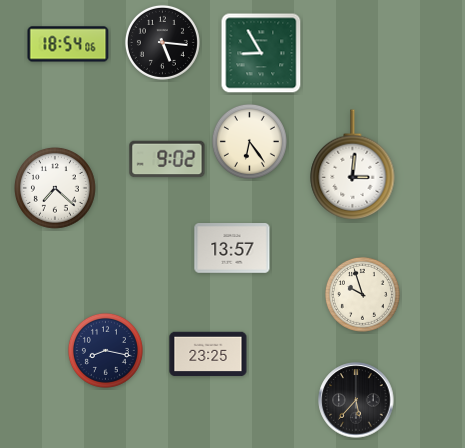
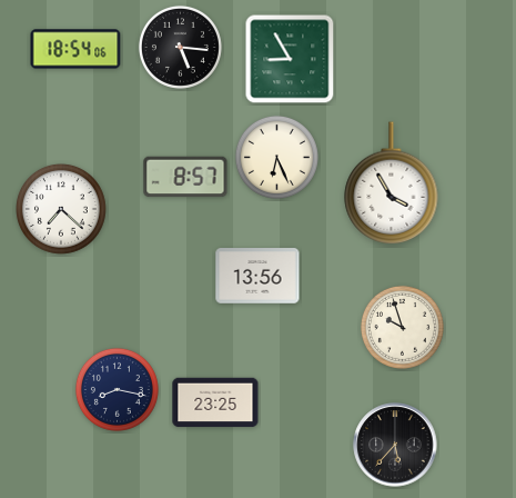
clock at (249, 141): 6:24 -> 6:26
clock at (167, 159): 9:02 -> 8:57
clock at (353, 164): 3:01 -> 3:55
clock at (232, 248): 13:57 -> 13:56
clock at (208, 354) position: (208, 354) -> (215, 402)
